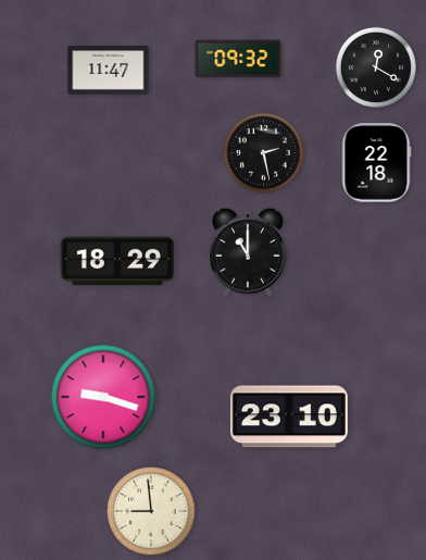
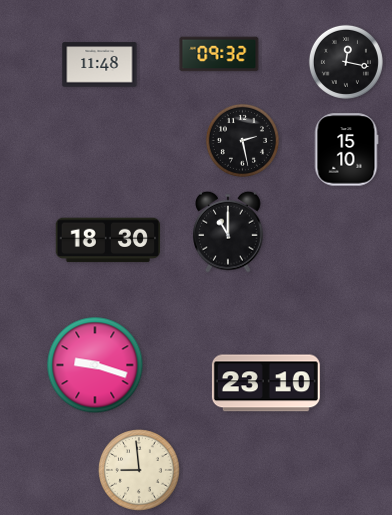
clock at (376, 67): 12:20 -> 12:17
clock at (109, 71): 11:47 -> 11:48
clock at (376, 163): 22:18 -> 15:10
clock at (117, 261): 18:29 -> 18:30
